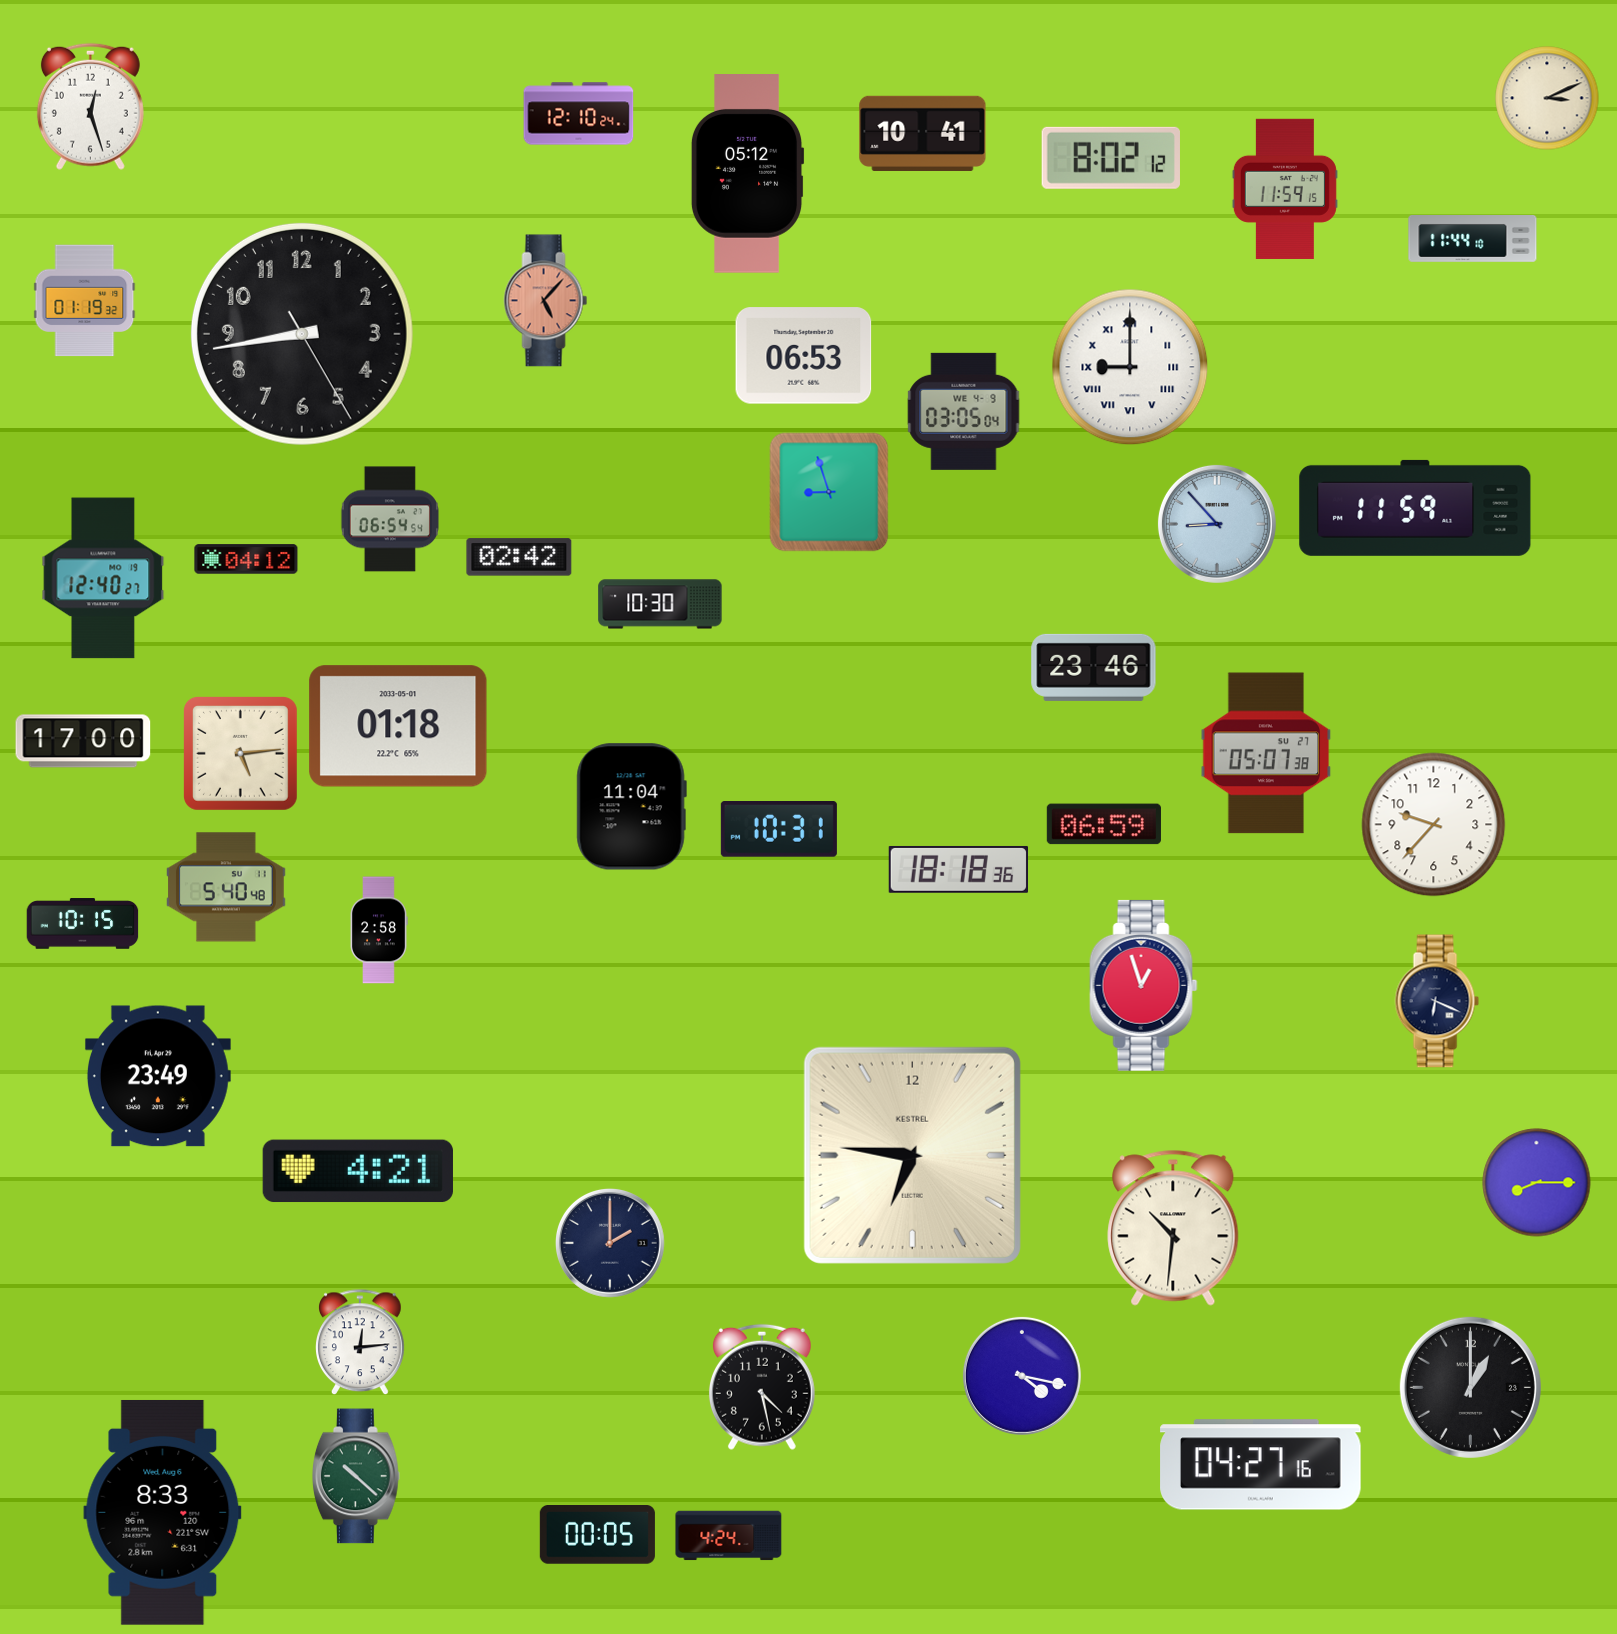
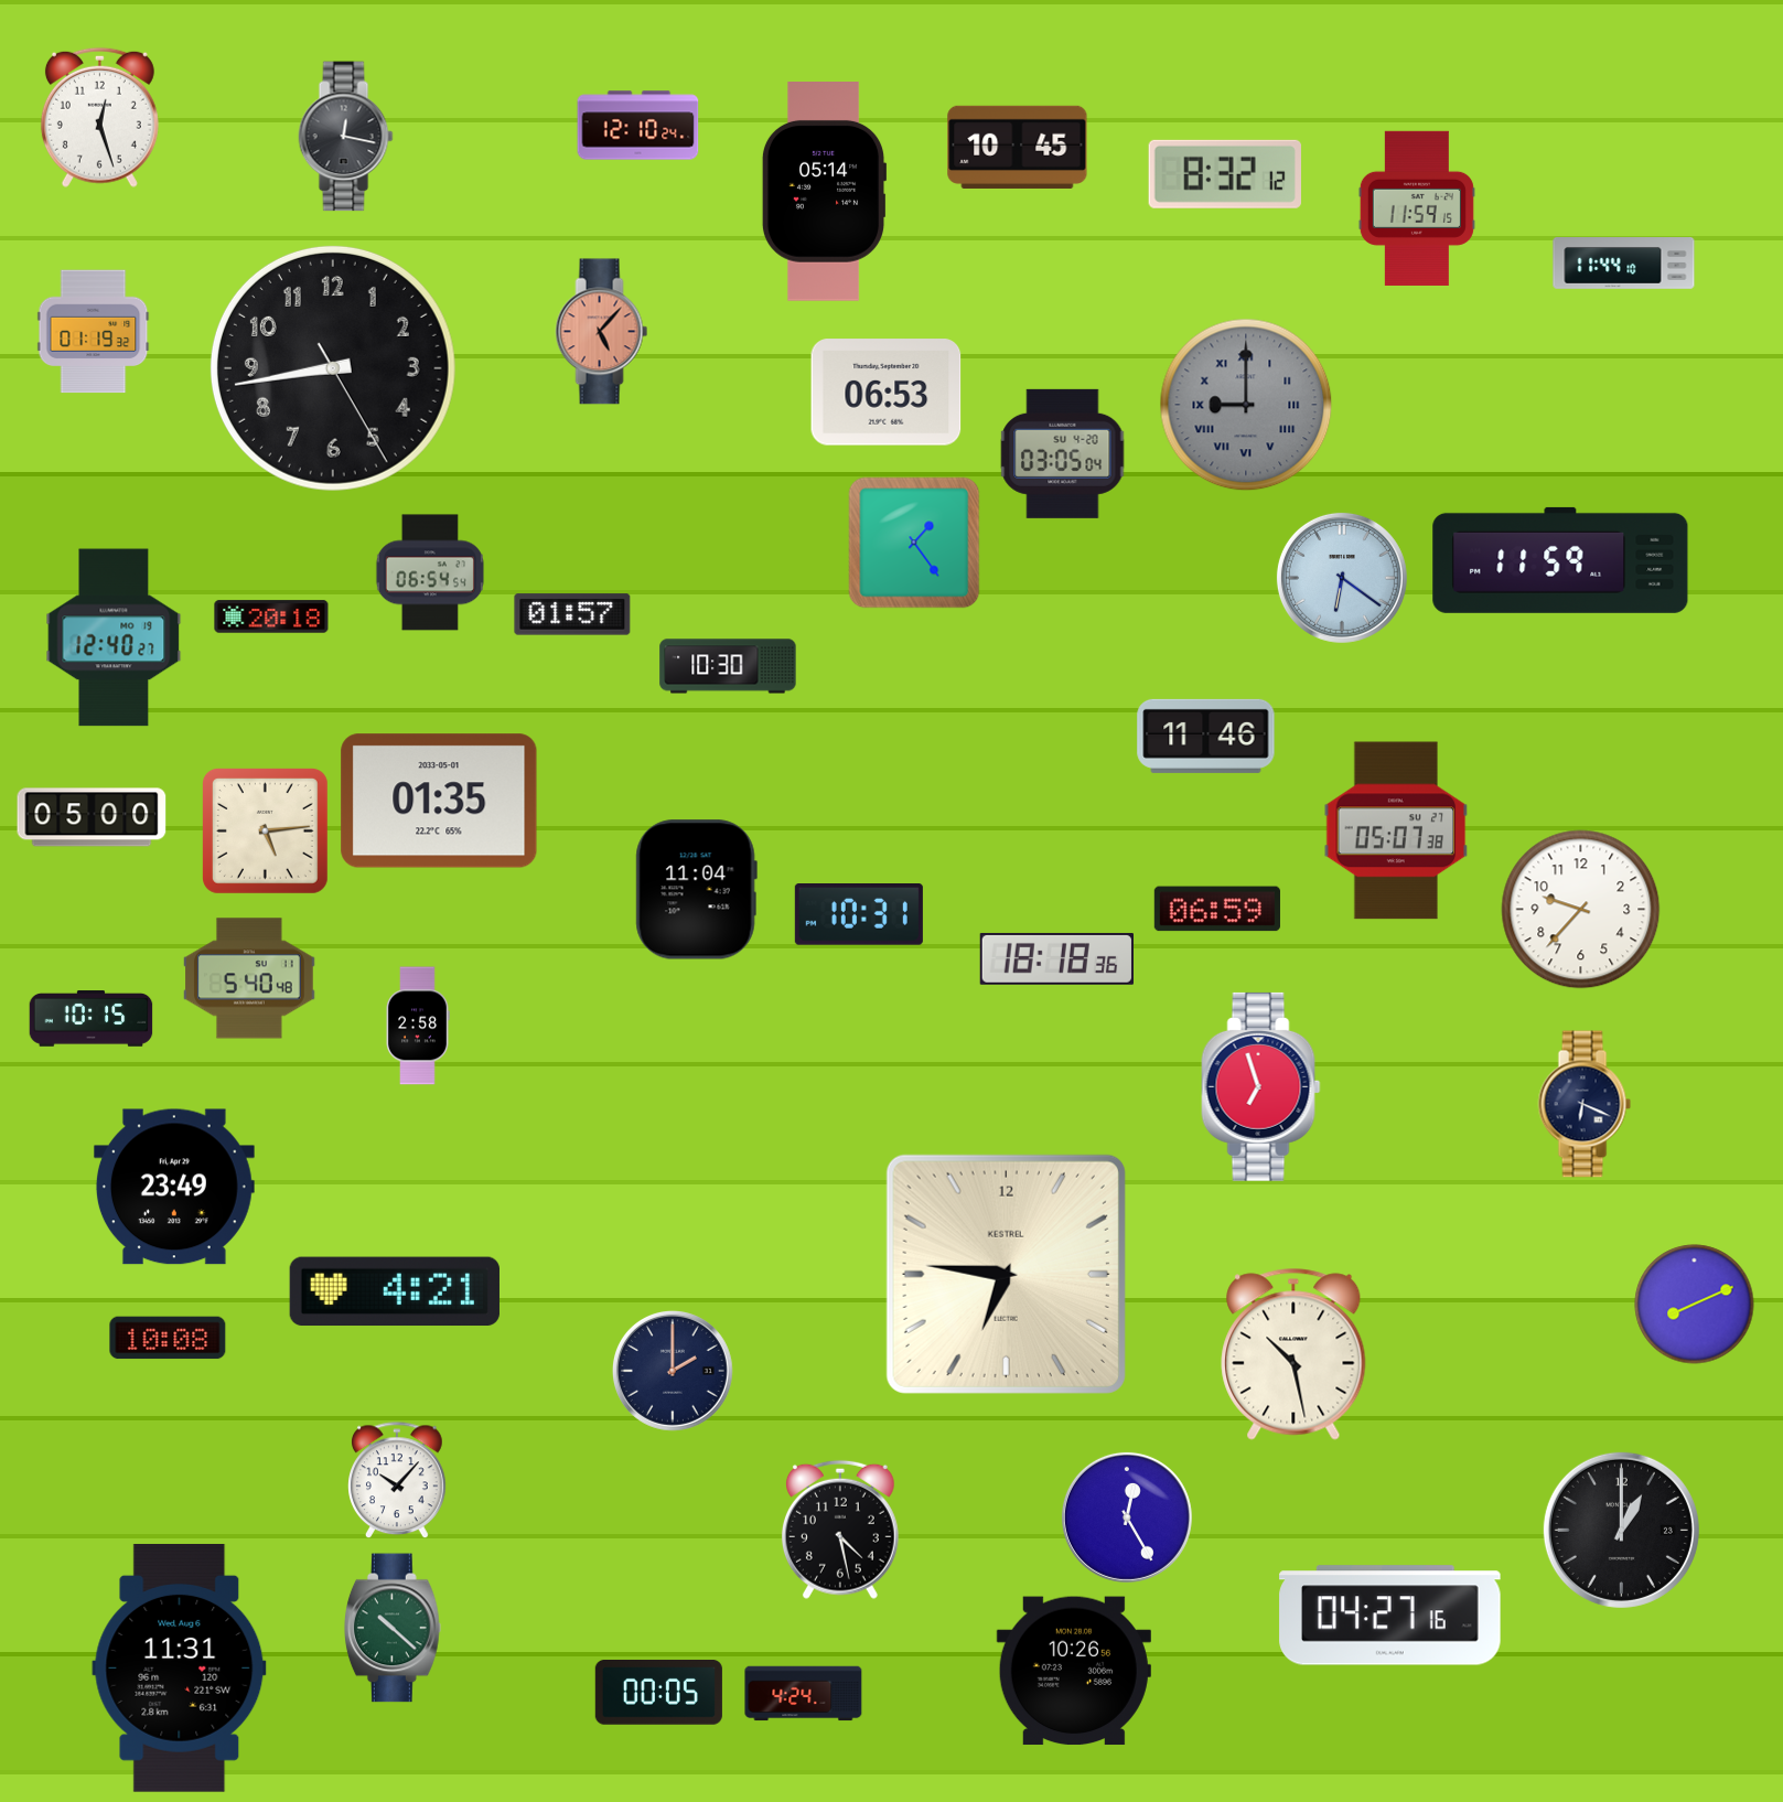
clock at (1547, 98): 3:11 -> none
clock at (346, 137): none -> 12:17
clock at (923, 133): 10:41 -> 10:45
clock at (1111, 158): 8:02 -> 8:32
clock at (747, 174): 05:12 -> 05:14
clock at (1130, 367) dial: white -> grey
clock at (964, 411) date: WE 4-9 -> SU 4-20
clock at (829, 492): 8:57 -> 1:24
clock at (1217, 524): 8:53 -> 6:21
clock at (519, 557): 02:42 -> 01:57
clock at (246, 559): 04:12 -> 20:18
clock at (1094, 667): 23:46 -> 11:46
clock at (398, 726): 01:18 -> 01:35
clock at (83, 741): 17:00 -> 05:00
clock at (1144, 985): 12:57 -> 6:57
clock at (1537, 1183): 8:15 -> 8:11
clock at (168, 1338): none -> 10:08
clock at (1173, 1228): 10:31 -> 10:28
clock at (361, 1343): 12:14 -> 10:07
clock at (1022, 1376): 4:17 -> 12:25
clock at (163, 1512): 8:33 -> 11:31
clock at (1074, 1671): none -> 10:26
